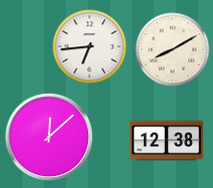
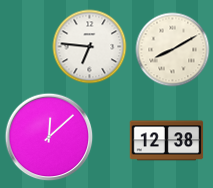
clock at (90, 47): 6:44 -> 6:46
